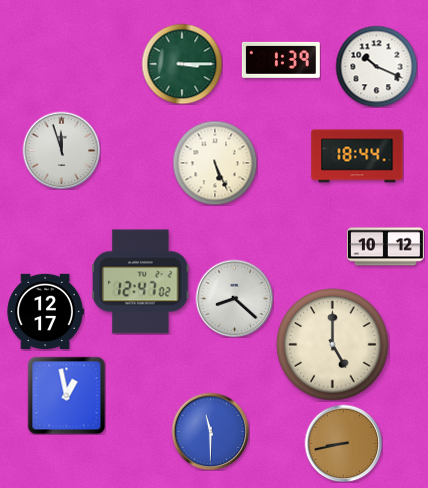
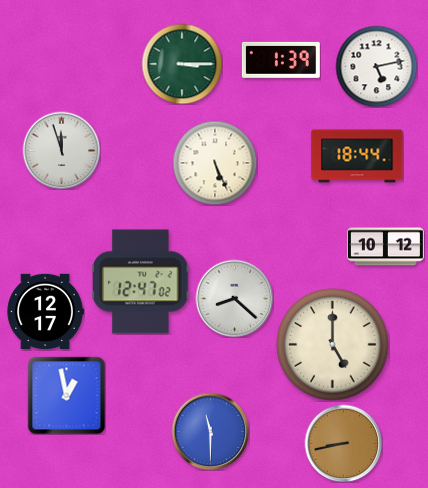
clock at (376, 66): 10:19 -> 5:13
